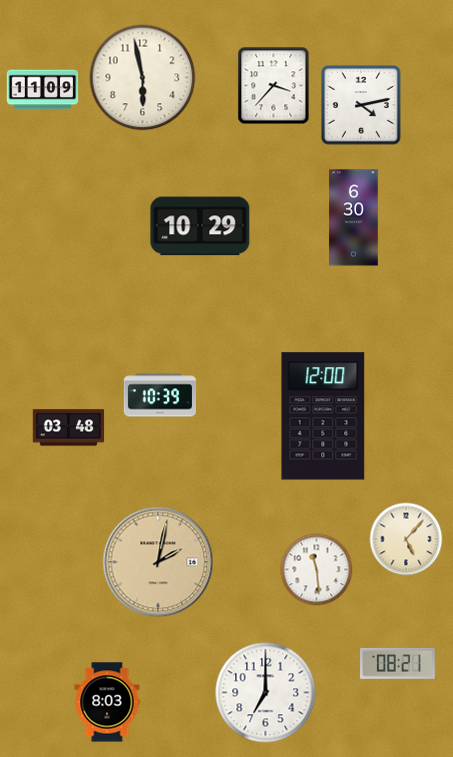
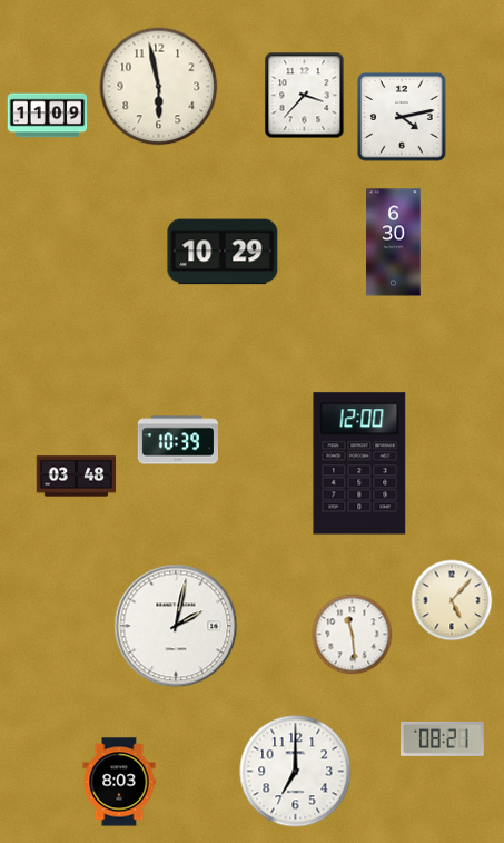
clock at (43, 90) position: (43, 90) -> (48, 116)
clock at (158, 562) dial: champagne -> white
